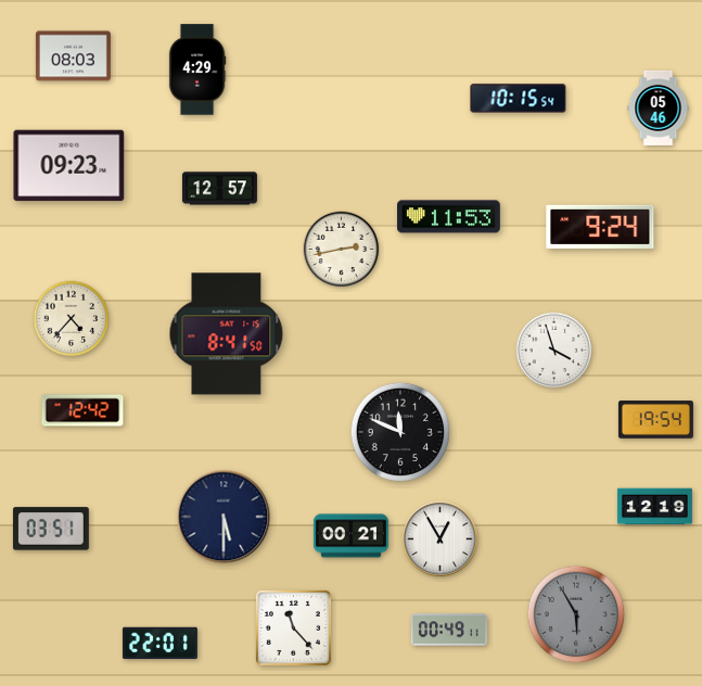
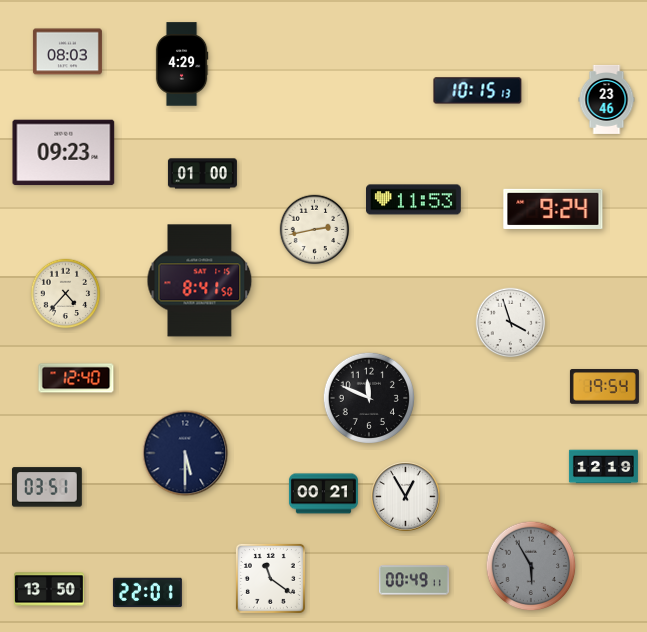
clock at (519, 99): 10:15:54 -> 10:15:13
clock at (659, 107): 05:46 -> 23:46
clock at (219, 189): 12:57 -> 01:00
clock at (227, 334) position: (227, 334) -> (200, 281)
clock at (82, 410): 12:42 -> 12:40
clock at (224, 517) position: (224, 517) -> (185, 453)
clock at (293, 627): 11:23 -> 11:21
clock at (50, 589): none -> 13:50
